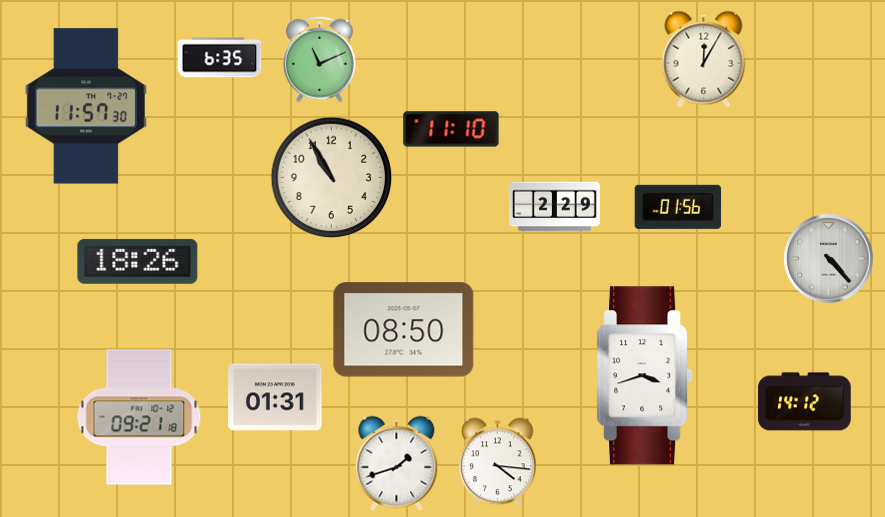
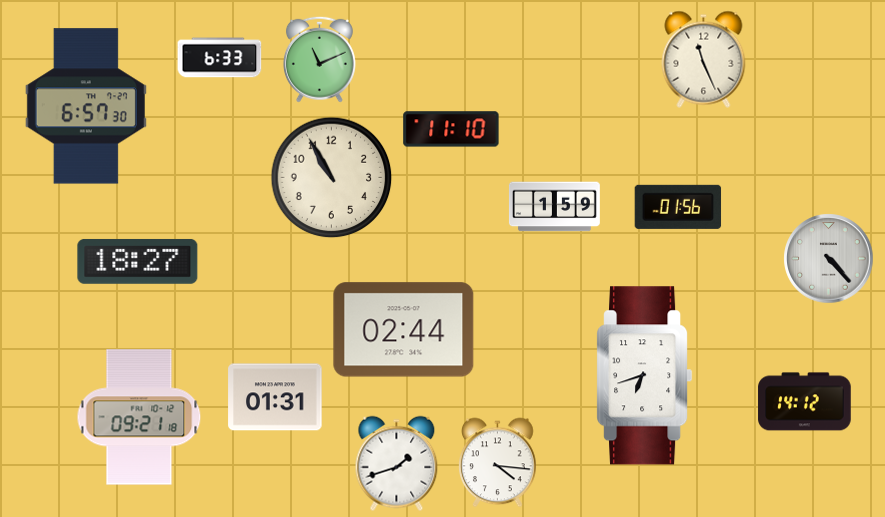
clock at (220, 58): 6:35 -> 6:33
clock at (704, 59): 12:05 -> 11:26
clock at (86, 106): 11:57 -> 6:57
clock at (554, 207): 2:29 -> 1:59
clock at (138, 261): 18:26 -> 18:27
clock at (404, 330): 08:50 -> 02:44
clock at (645, 376): 3:42 -> 6:42
